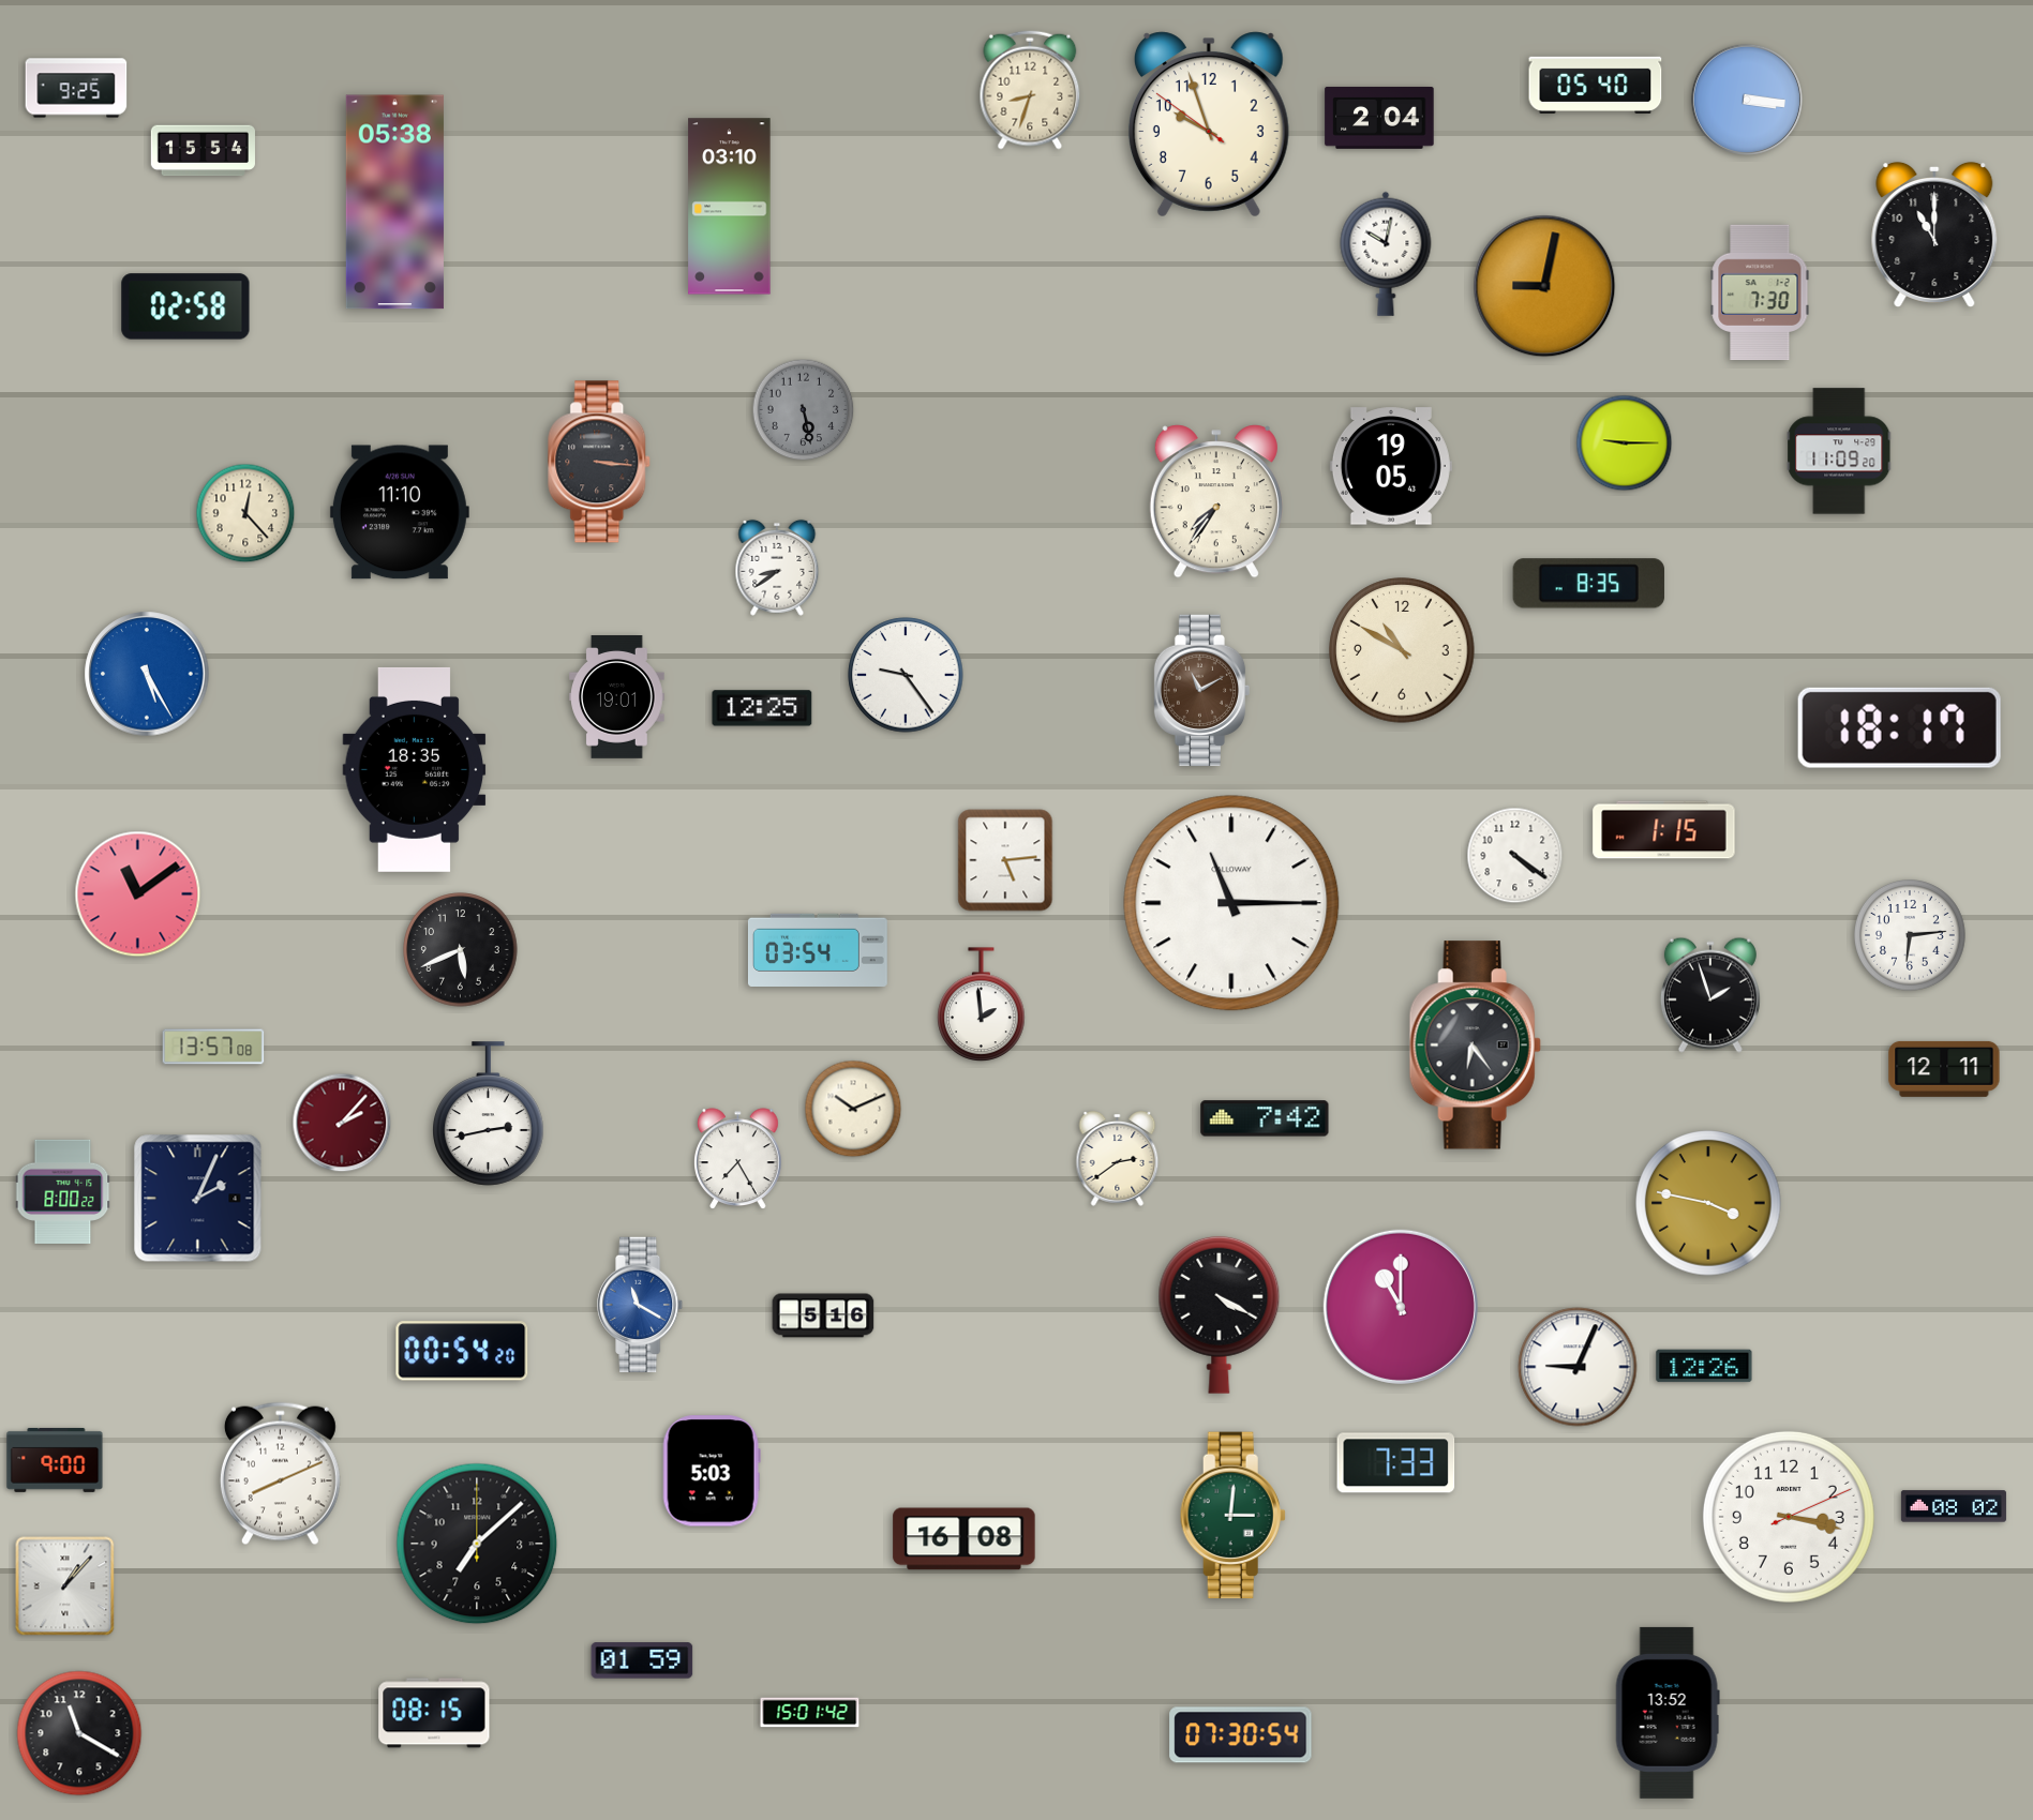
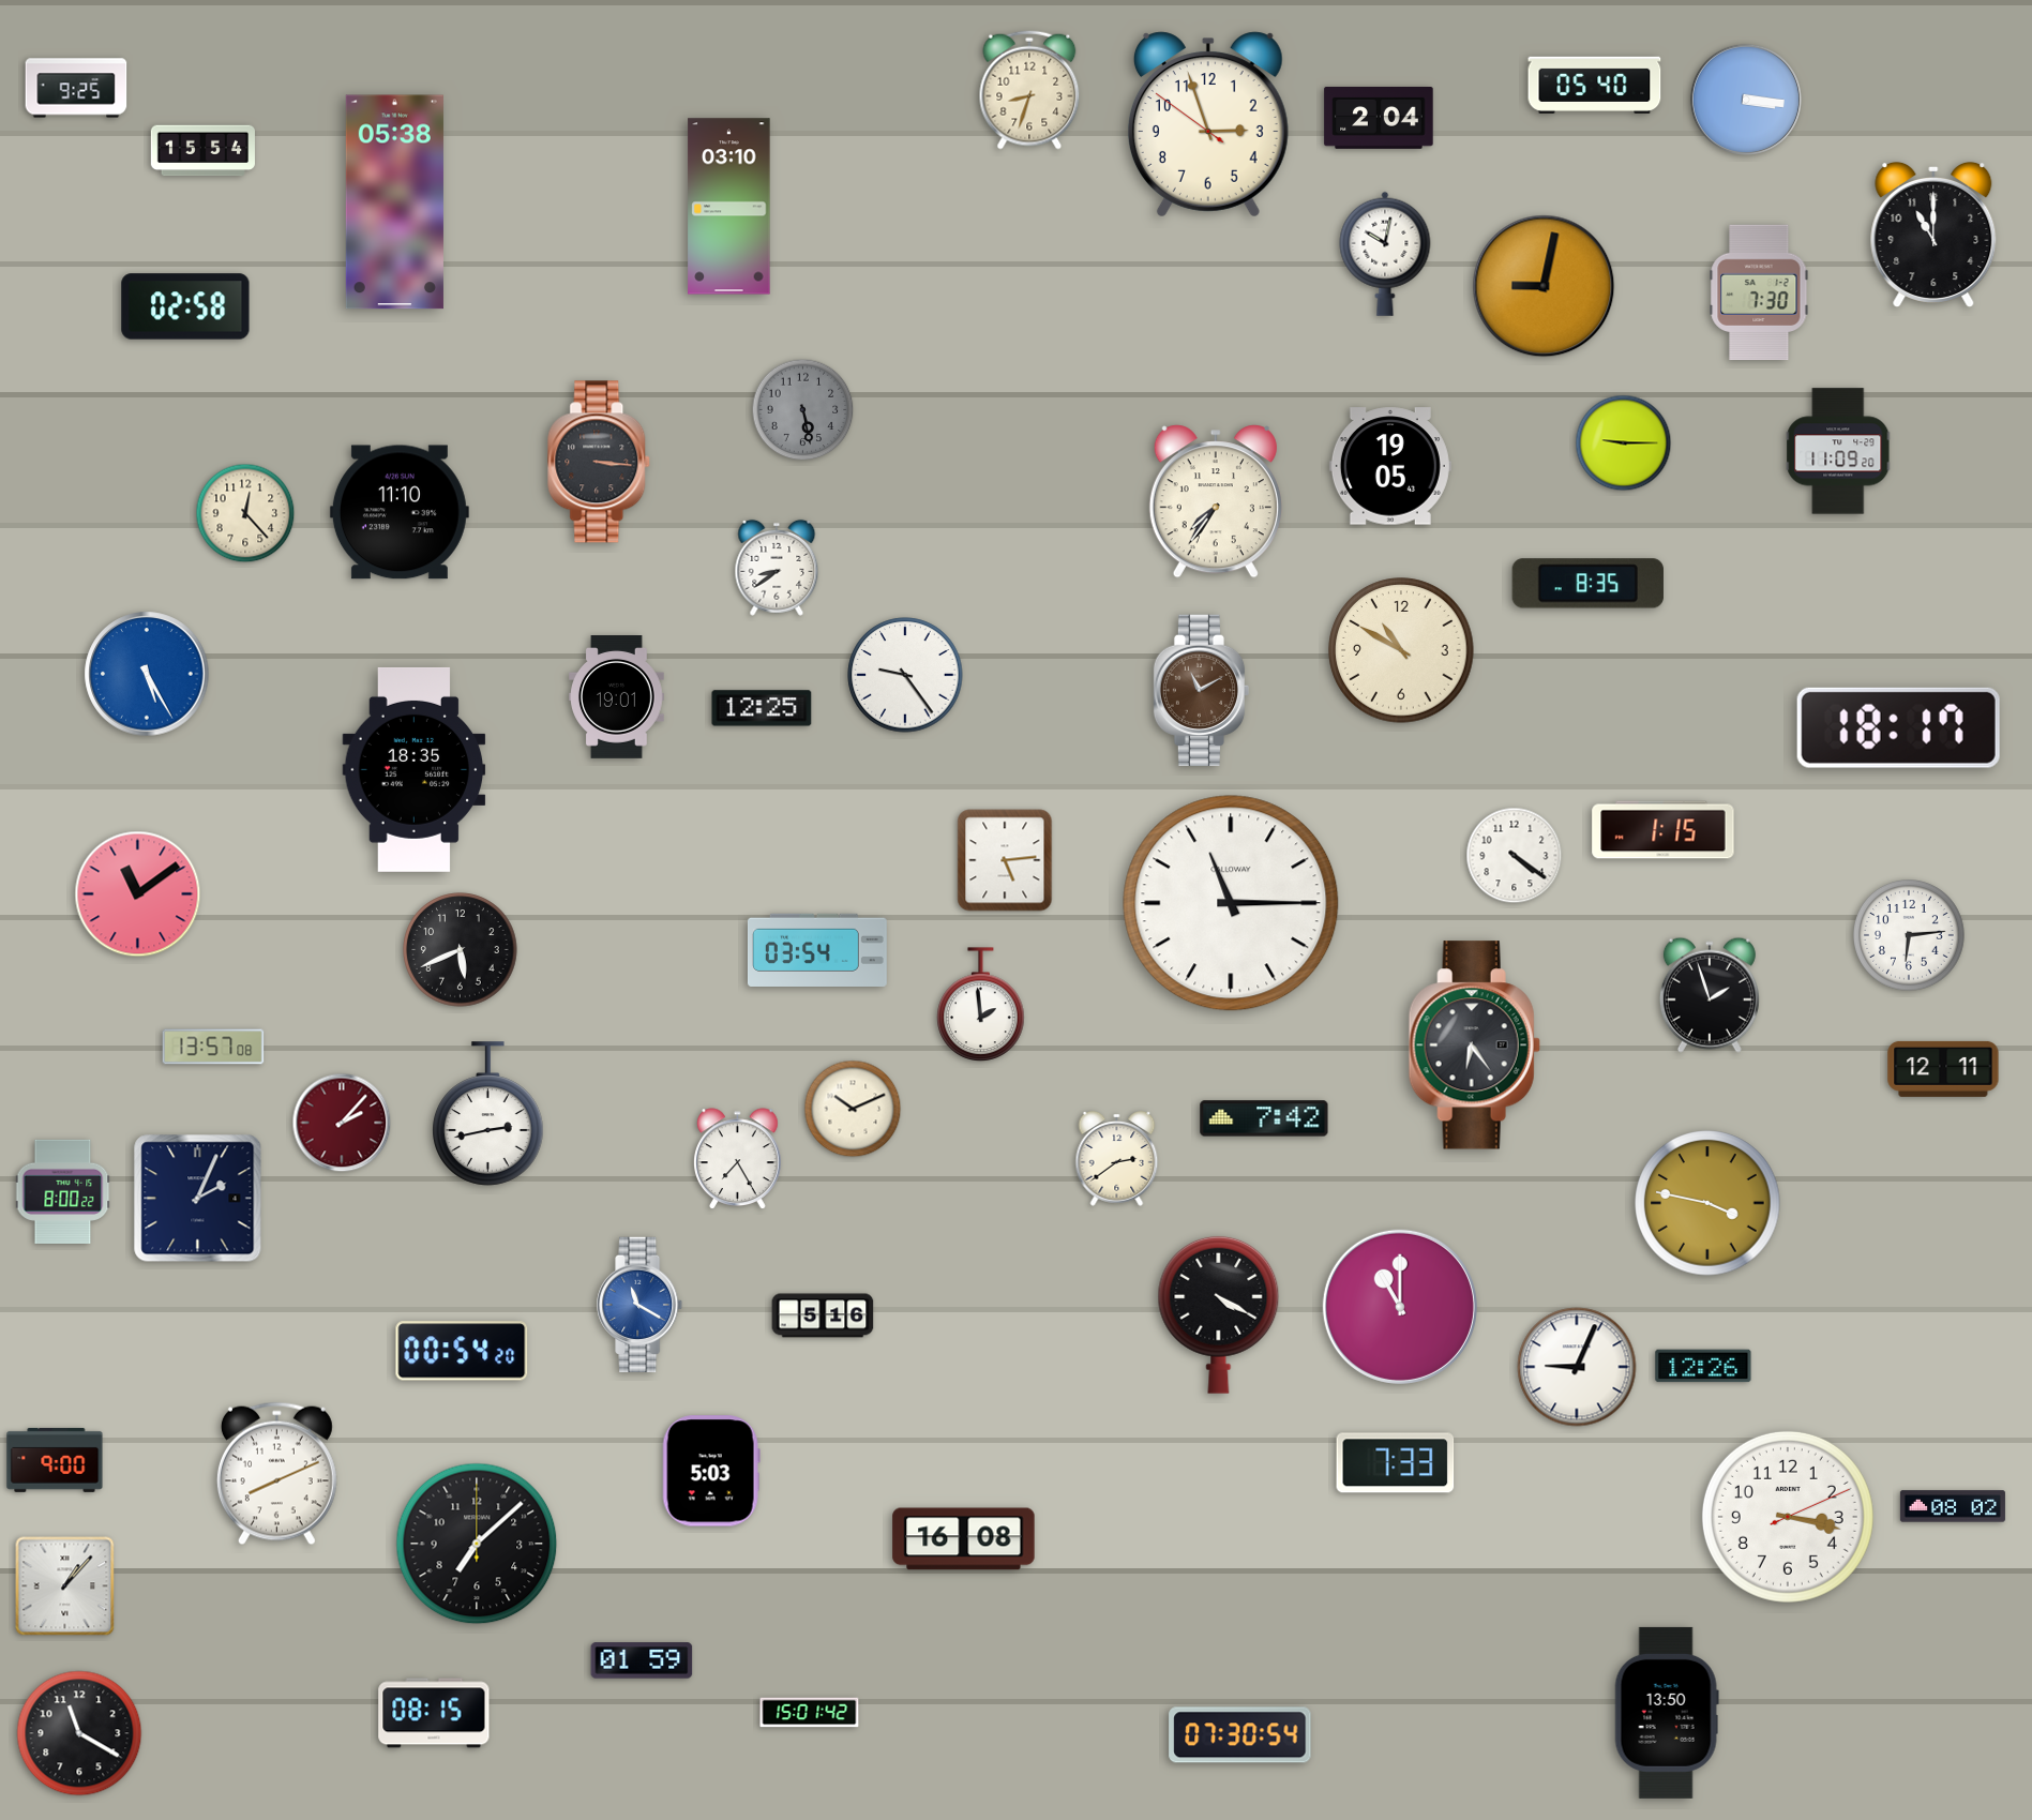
clock at (1209, 124): 9:56 -> 2:56
clock at (280, 1474) position: (280, 1474) -> (276, 1474)
clock at (1232, 1516): 3:01 -> none
clock at (1668, 1713): 13:52 -> 13:50
